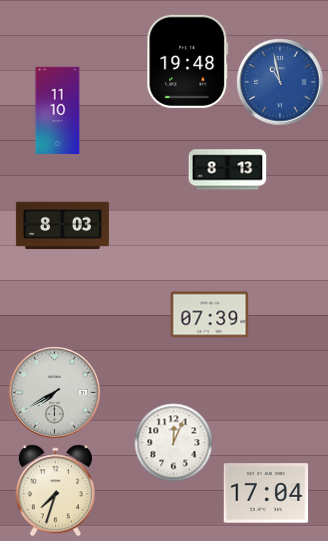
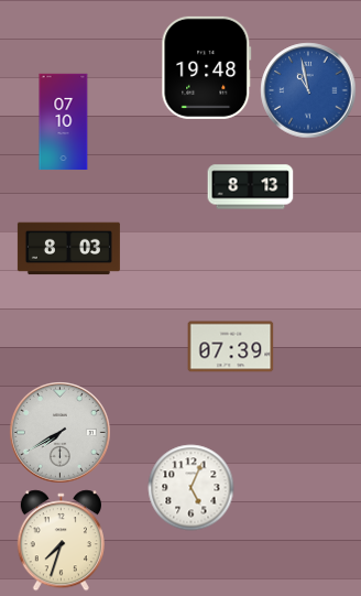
clock at (58, 110): 11:10 -> 07:10
clock at (173, 442): 12:04 -> 5:04
clock at (266, 493): 17:04 -> none
